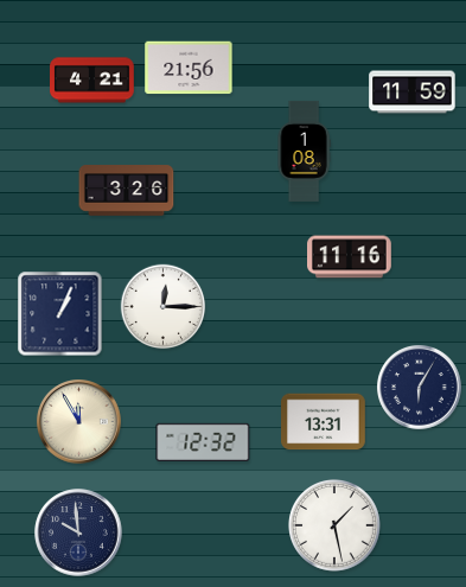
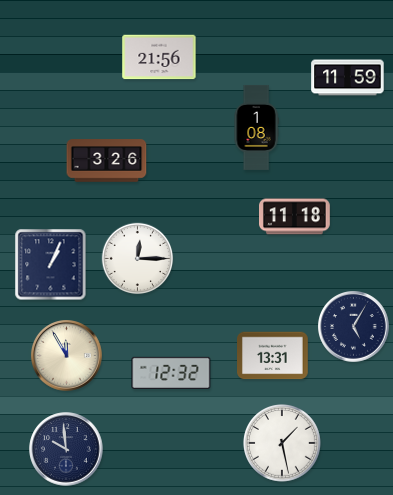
clock at (92, 81): 4:21 -> none
clock at (350, 257): 11:16 -> 11:18
clock at (420, 388): 6:05 -> 5:05
